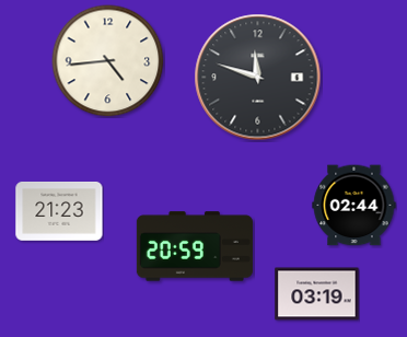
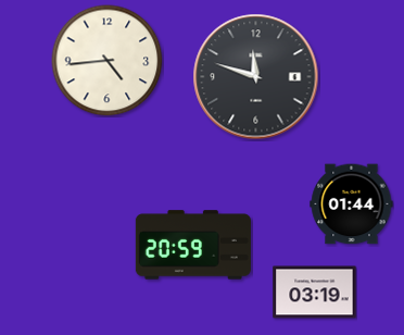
clock at (354, 206): 02:44 -> 01:44
clock at (59, 211): 21:23 -> none
